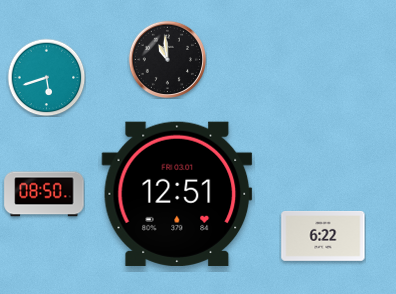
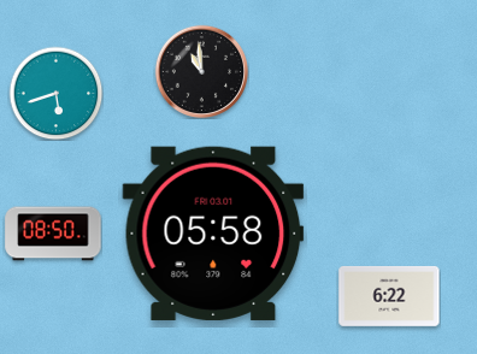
clock at (177, 194): 12:51 -> 05:58
clock at (323, 236) position: (323, 236) -> (389, 296)
